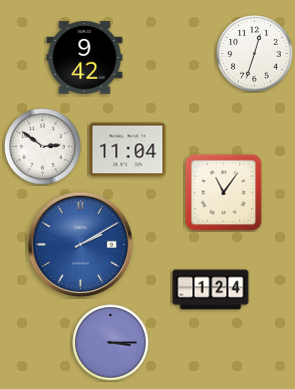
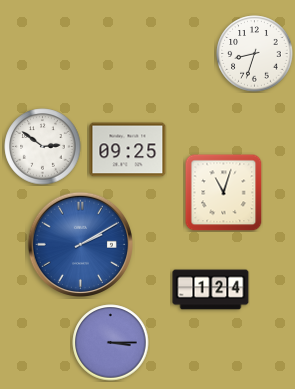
clock at (255, 54): 12:33 -> 8:33
clock at (85, 58): 9:42 -> none
clock at (128, 150): 11:04 -> 09:25
clock at (223, 192): 11:06 -> 11:03
